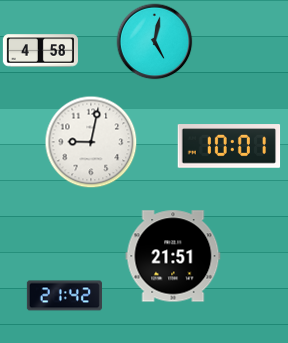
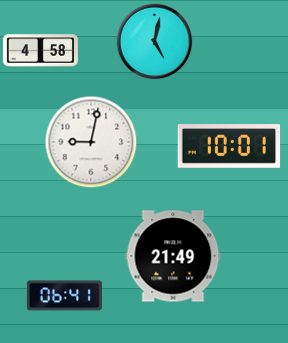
clock at (173, 256): 21:51 -> 21:49
clock at (64, 296): 21:42 -> 06:41
